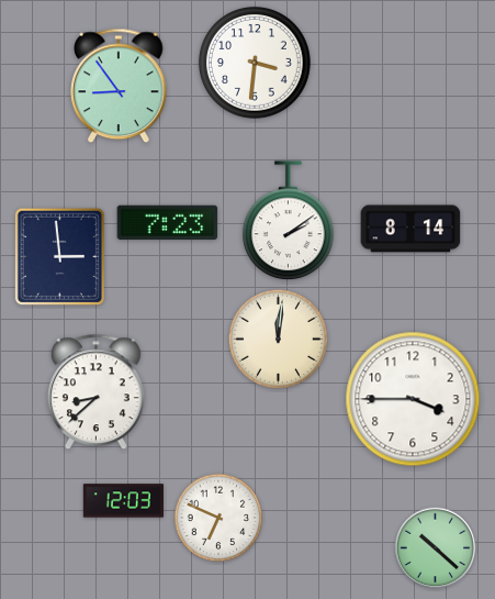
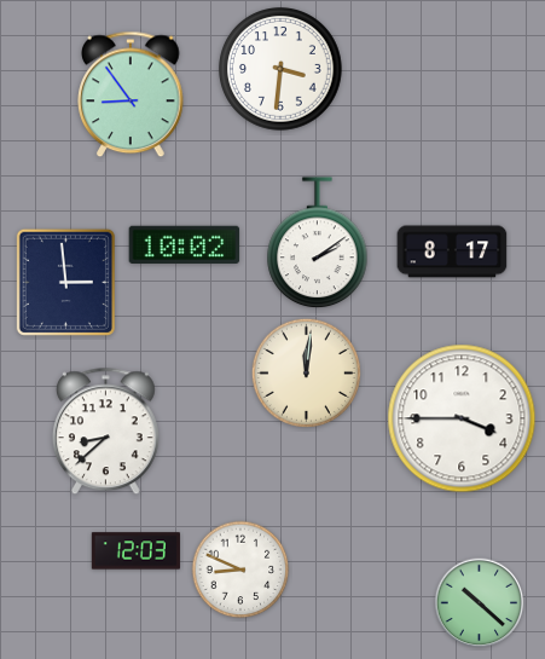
clock at (168, 223): 7:23 -> 10:02
clock at (410, 229): 8:14 -> 8:17
clock at (413, 399) position: (413, 399) -> (462, 418)
clock at (218, 518): 6:49 -> 8:49
